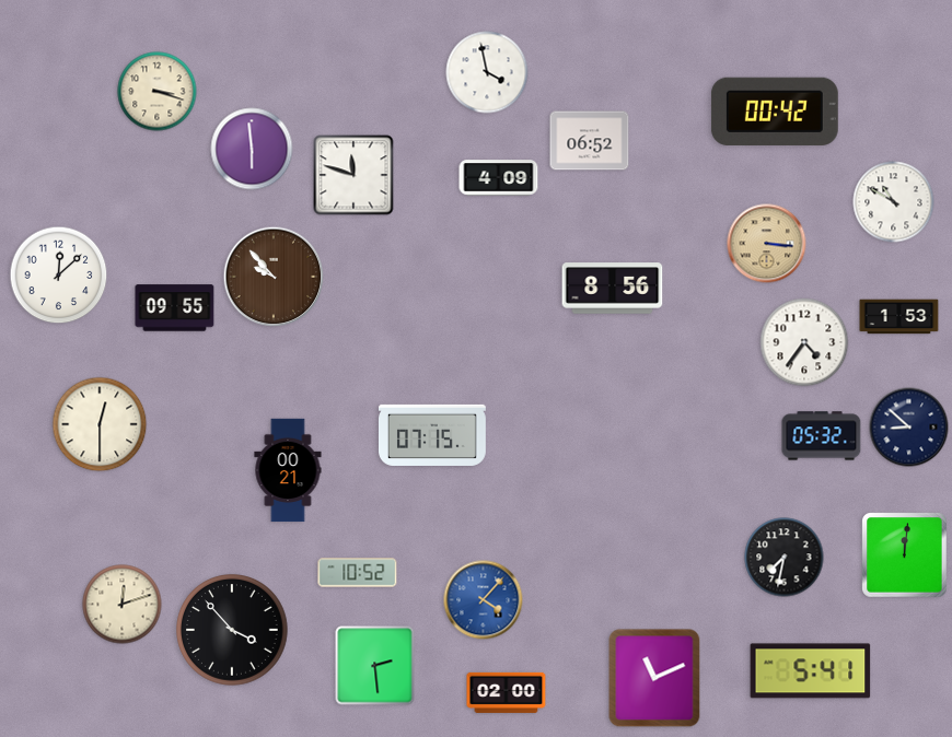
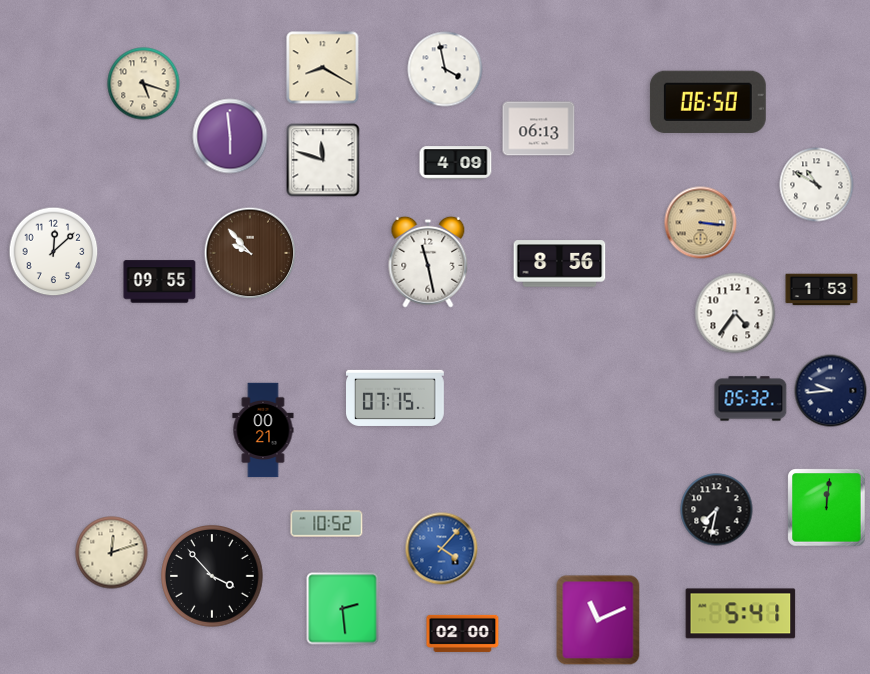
clock at (487, 72) position: (487, 72) -> (445, 69)
clock at (323, 68): none -> 8:20
clock at (158, 92): 3:18 -> 5:18
clock at (775, 112): 00:42 -> 06:50
clock at (590, 141): 06:52 -> 06:13
clock at (428, 262): none -> 11:28
clock at (100, 424): 12:30 -> none
clock at (909, 428): 8:52 -> 9:44
